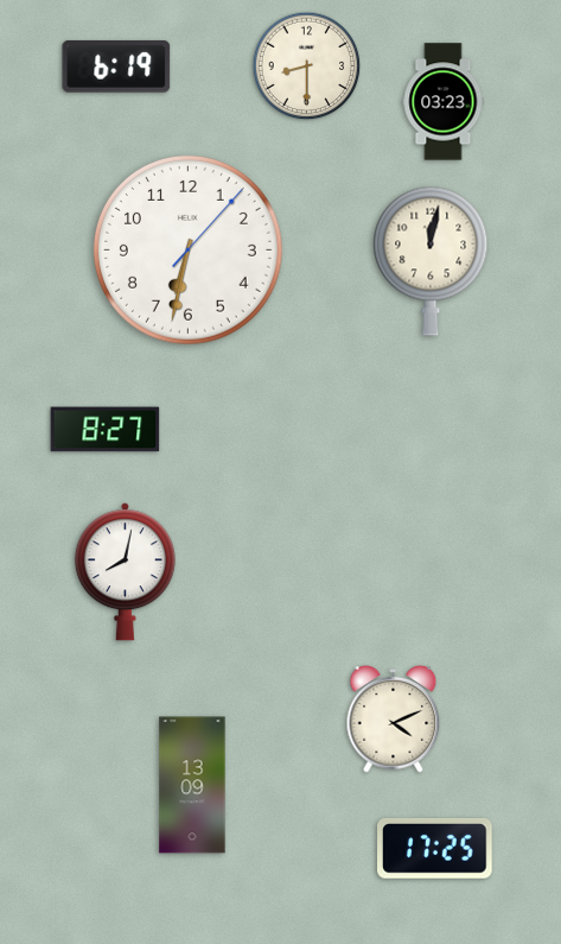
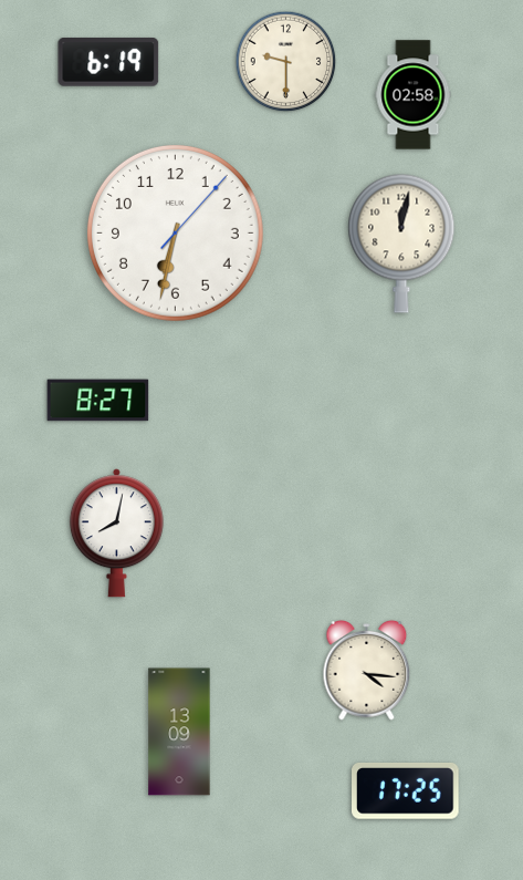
clock at (307, 66): 8:30 -> 9:30
clock at (444, 102): 03:23 -> 02:58
clock at (394, 720): 4:11 -> 4:16
